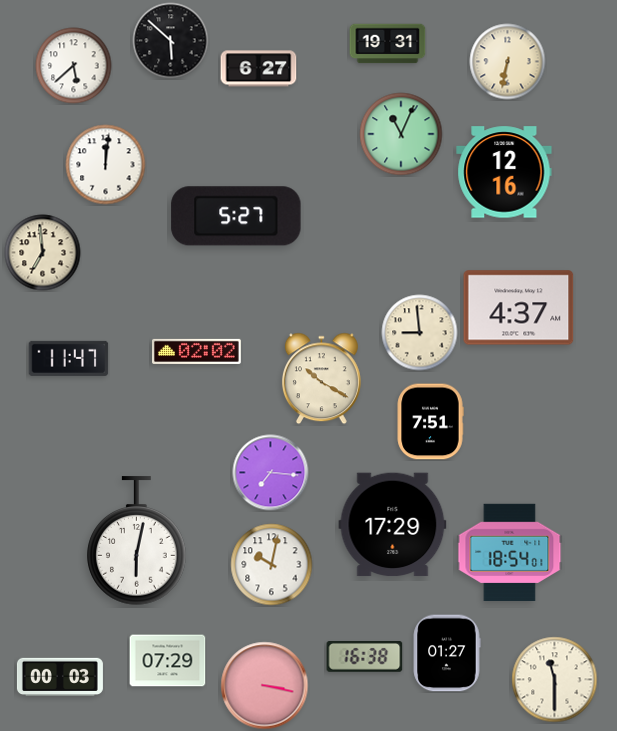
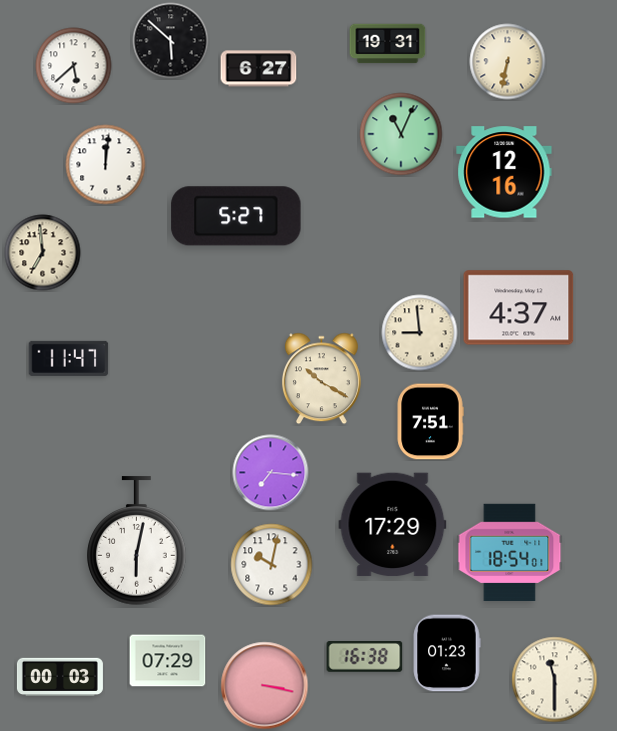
clock at (197, 351): 02:02 -> none
clock at (447, 653): 01:27 -> 01:23
